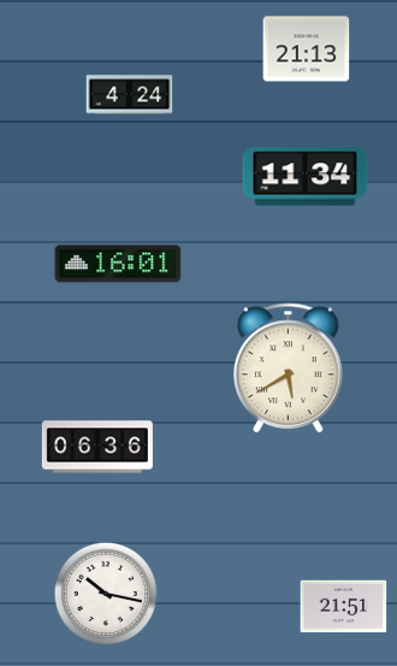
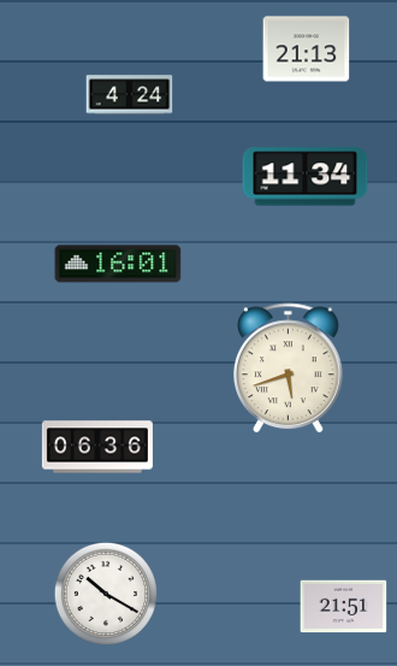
clock at (289, 367): 5:40 -> 5:42
clock at (105, 593): 10:17 -> 10:20
